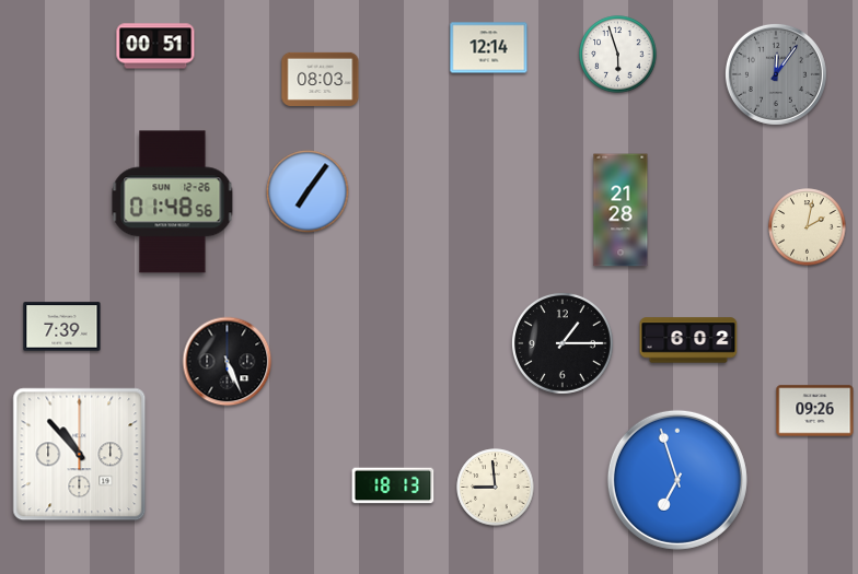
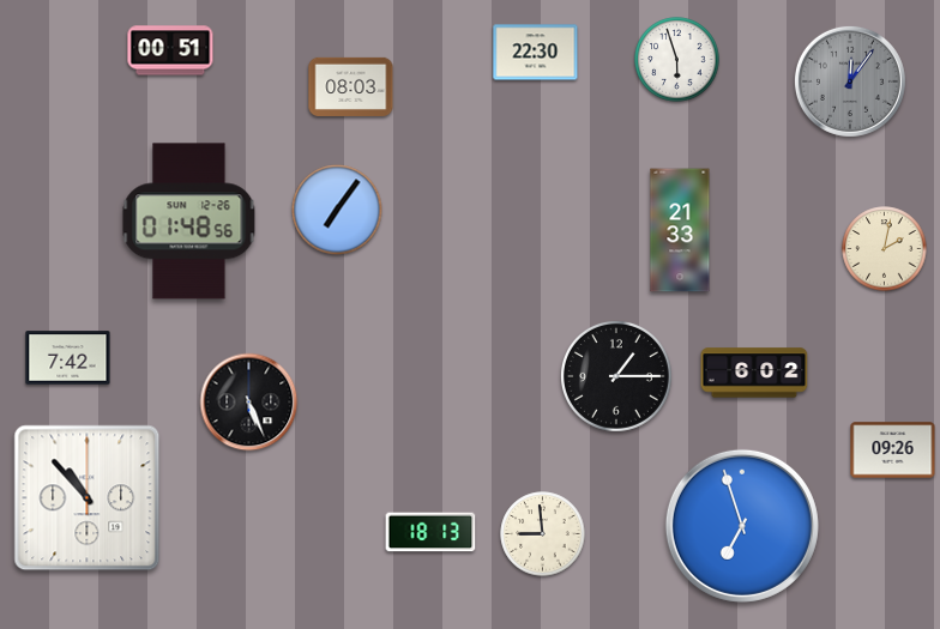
clock at (489, 48): 12:14 -> 22:30
clock at (621, 210): 21:28 -> 21:33
clock at (62, 327): 7:39 -> 7:42
clock at (228, 362) position: (228, 362) -> (249, 403)
